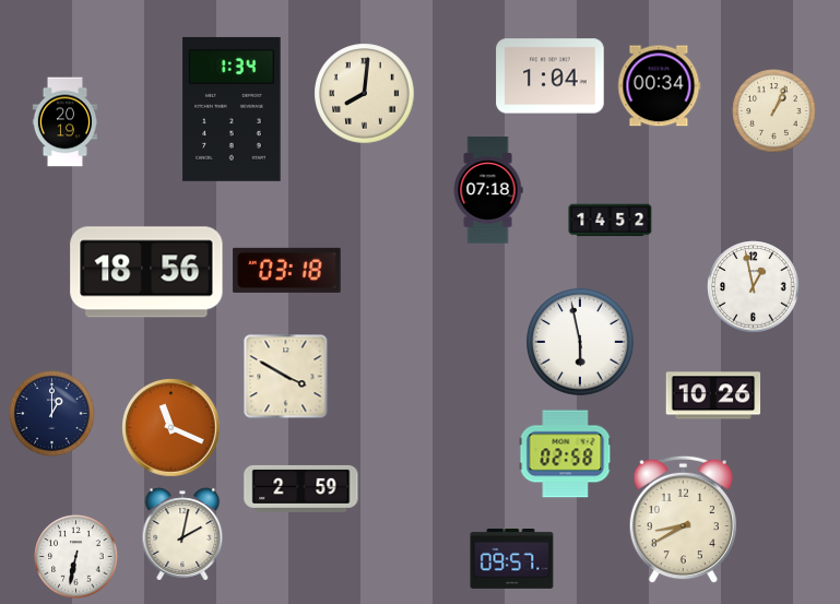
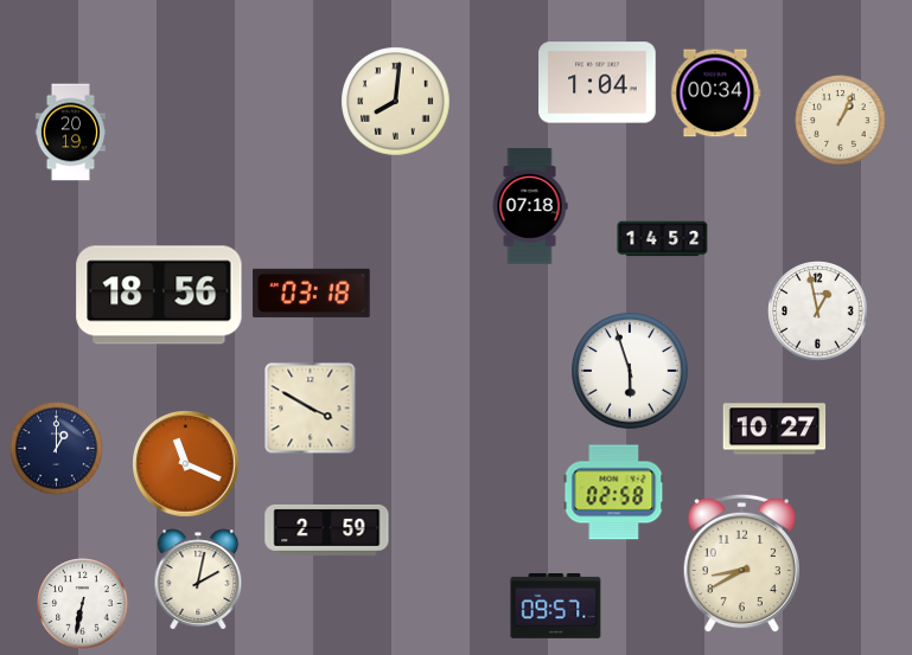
clock at (232, 109): 1:34 -> none
clock at (581, 343): 5:58 -> 5:57
clock at (713, 395): 10:26 -> 10:27
